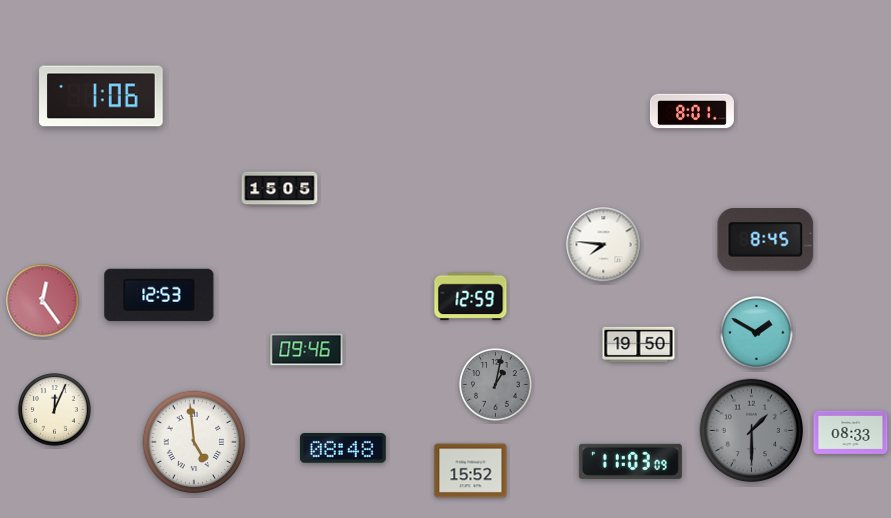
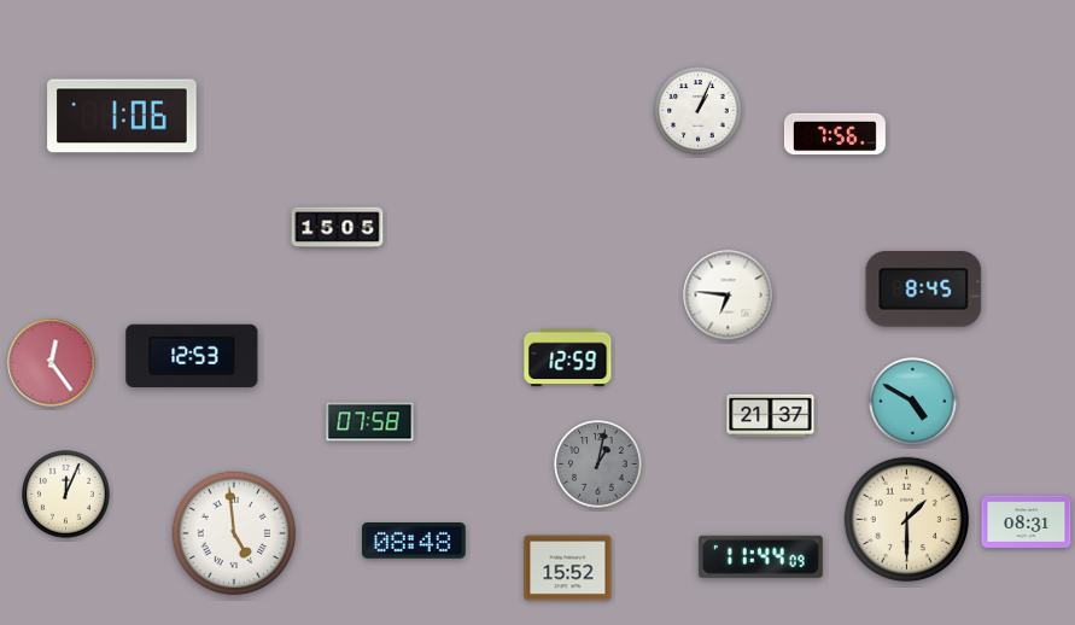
clock at (699, 111): none -> 1:04
clock at (692, 111): 8:01 -> 7:56
clock at (604, 245): 7:46 -> 6:46
clock at (757, 333): 1:50 -> 4:50
clock at (639, 345): 19:50 -> 21:37
clock at (307, 350): 09:46 -> 07:58
clock at (752, 431) dial: grey -> cream
clock at (851, 432): 08:33 -> 08:31
clock at (630, 461): 11:03 -> 11:44
